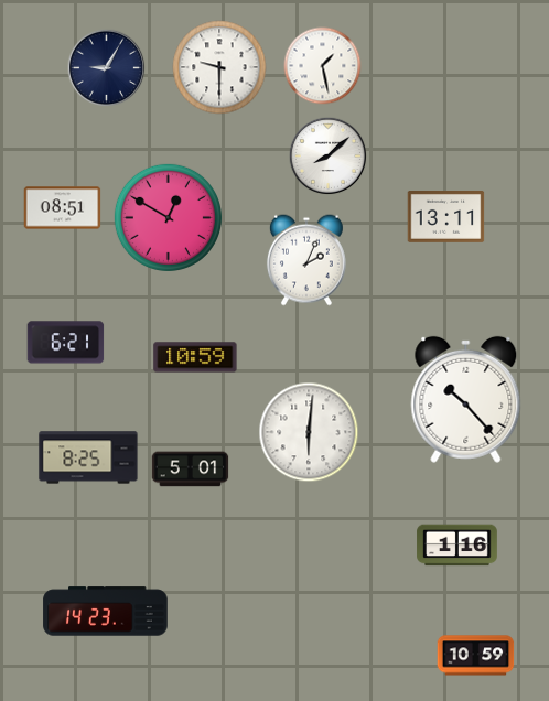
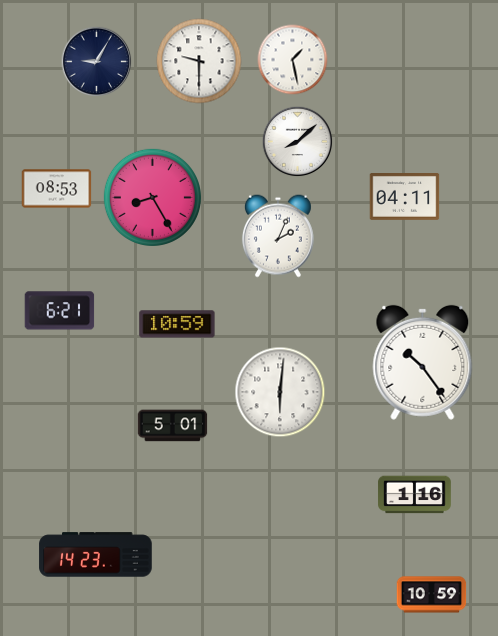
clock at (63, 208): 08:51 -> 08:53
clock at (168, 217): 12:50 -> 8:25
clock at (446, 217): 13:11 -> 04:11
clock at (466, 399): 10:23 -> 10:24
clock at (88, 457): 8:25 -> none
